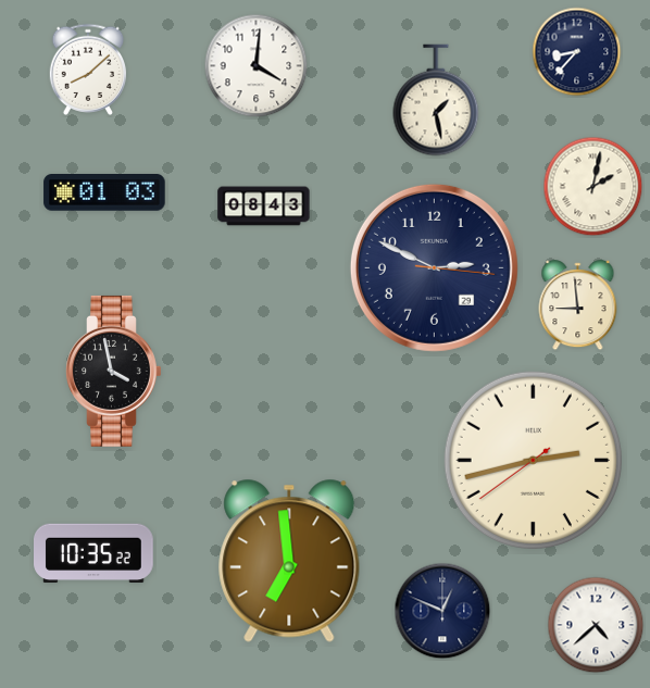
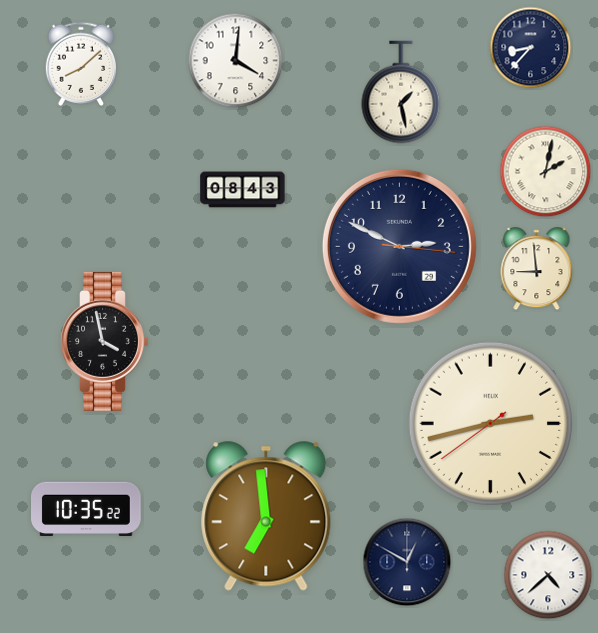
clock at (104, 193): 01:03 -> none
clock at (578, 305) position: (578, 305) -> (537, 269)
clock at (442, 611): 12:49 -> 12:50
